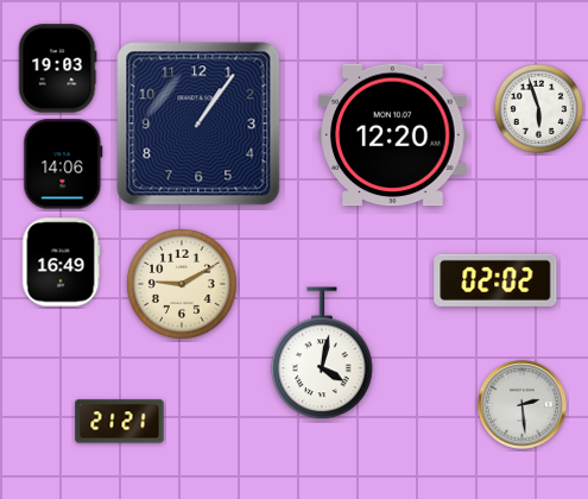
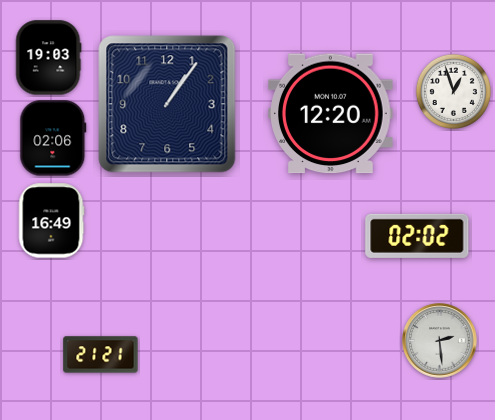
clock at (538, 108): 5:57 -> 12:57
clock at (63, 164): 14:06 -> 02:06
clock at (183, 285): 9:10 -> none
clock at (322, 354): 4:02 -> none
